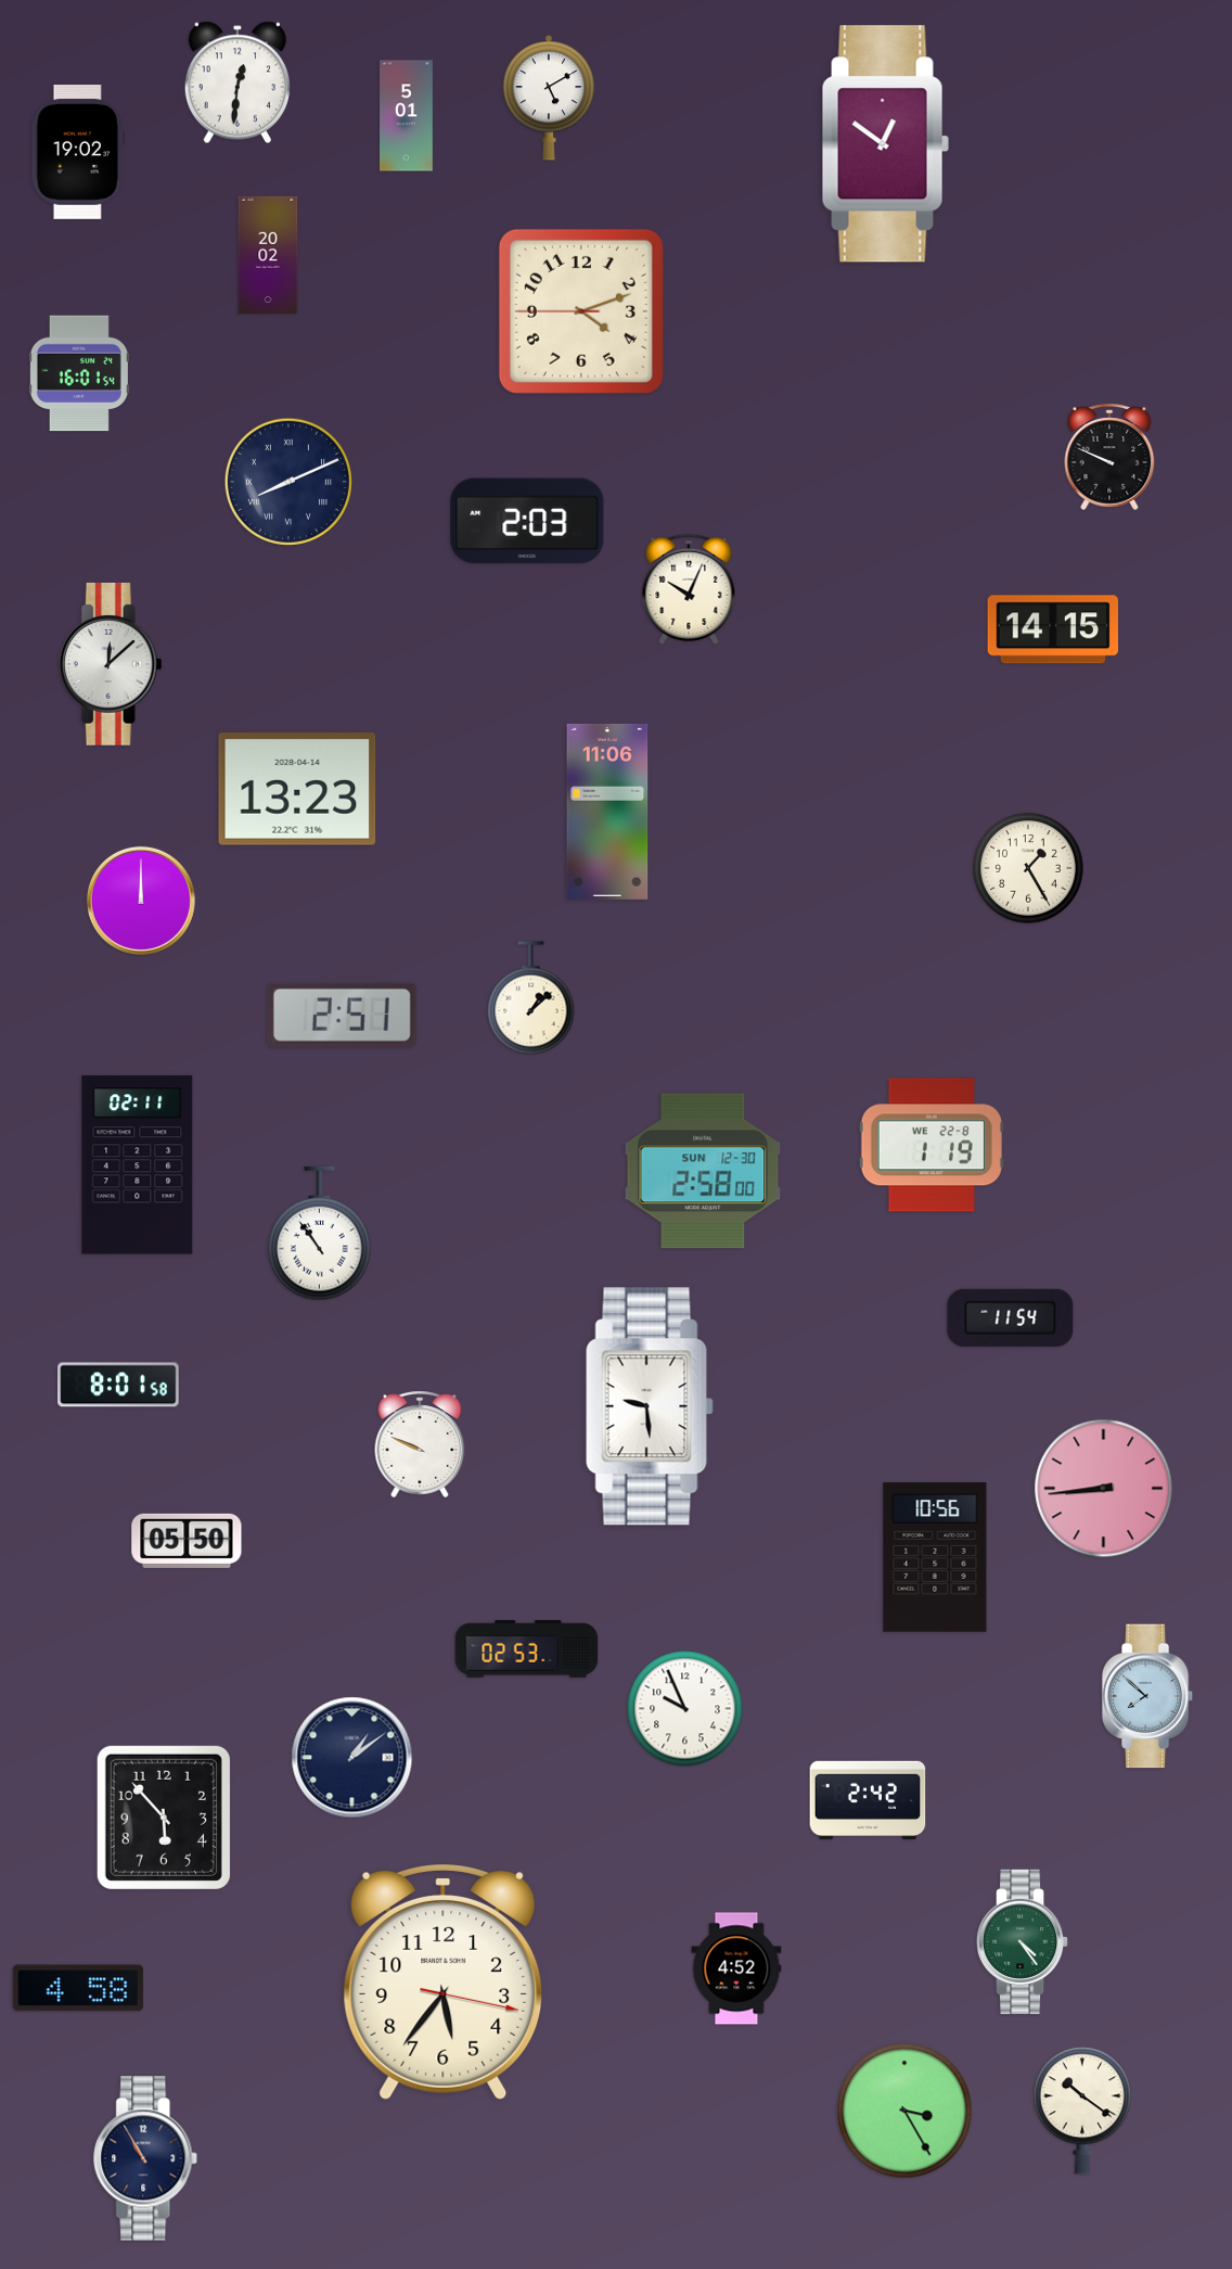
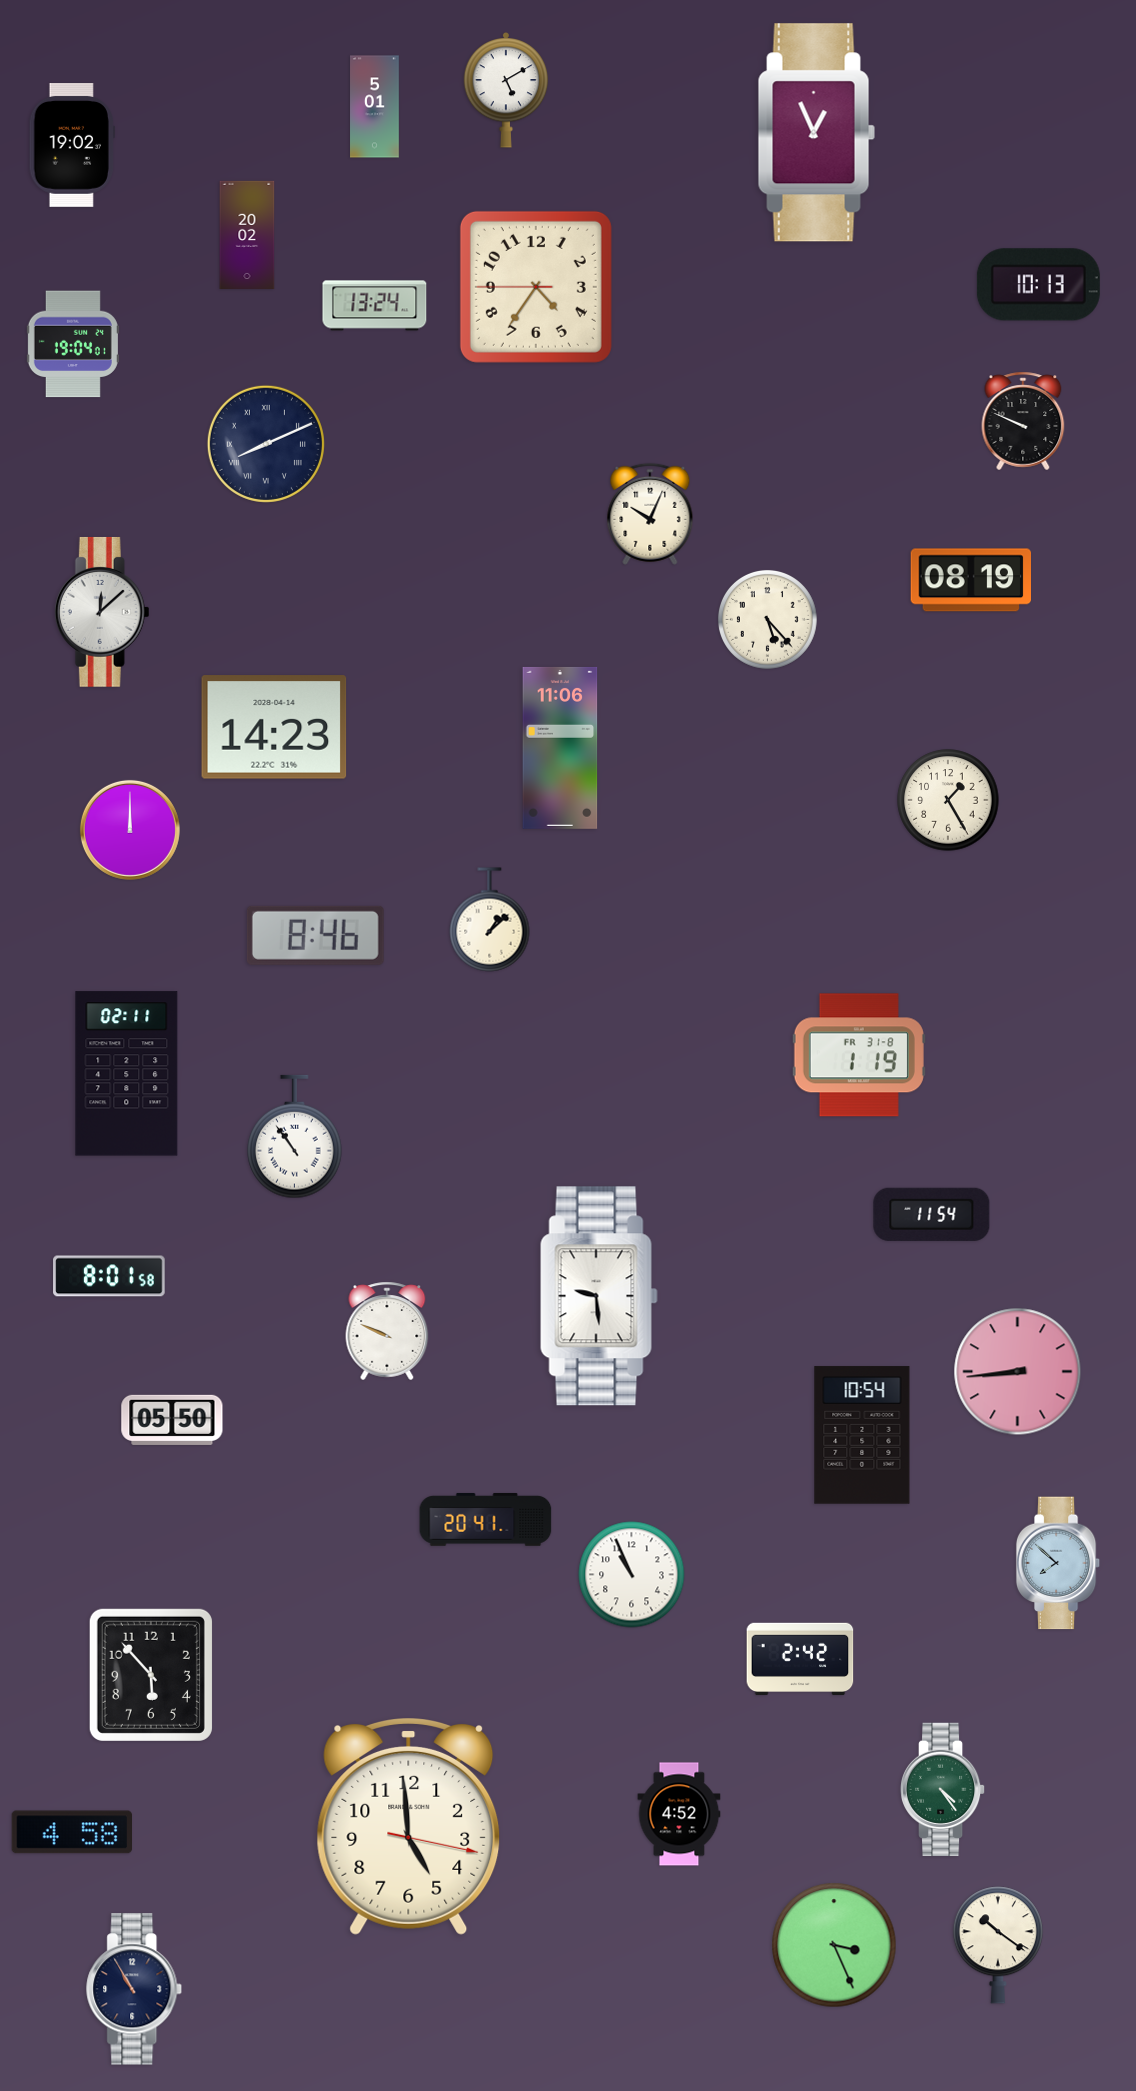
clock at (238, 82): 12:31 -> none
clock at (885, 144): 12:51 -> 12:56
clock at (78, 153) position: (78, 153) -> (72, 146)
clock at (1038, 285): none -> 10:13
clock at (581, 311): 4:11 -> 4:35
clock at (375, 306): none -> 13:24
clock at (79, 373): 16:01 -> 19:04
clock at (527, 521): 2:03 -> none
clock at (689, 589) position: (689, 589) -> (650, 514)
clock at (1052, 629): 14:15 -> 08:19
clock at (767, 619): none -> 5:23
clock at (297, 789): 13:23 -> 14:23
clock at (342, 1015): 2:51 -> 8:46
clock at (932, 1145) date: WE 22-8 -> FR 31-8
clock at (703, 1171): 2:58 -> none
clock at (935, 1557): 10:56 -> 10:54
clock at (527, 1648): 02:53 -> 20:41
clock at (685, 1709): 9:56 -> 10:56
clock at (352, 1758): 1:09 -> none
clock at (444, 1983): 5:36 -> 4:59
clock at (904, 2111): 3:25 -> 3:26
